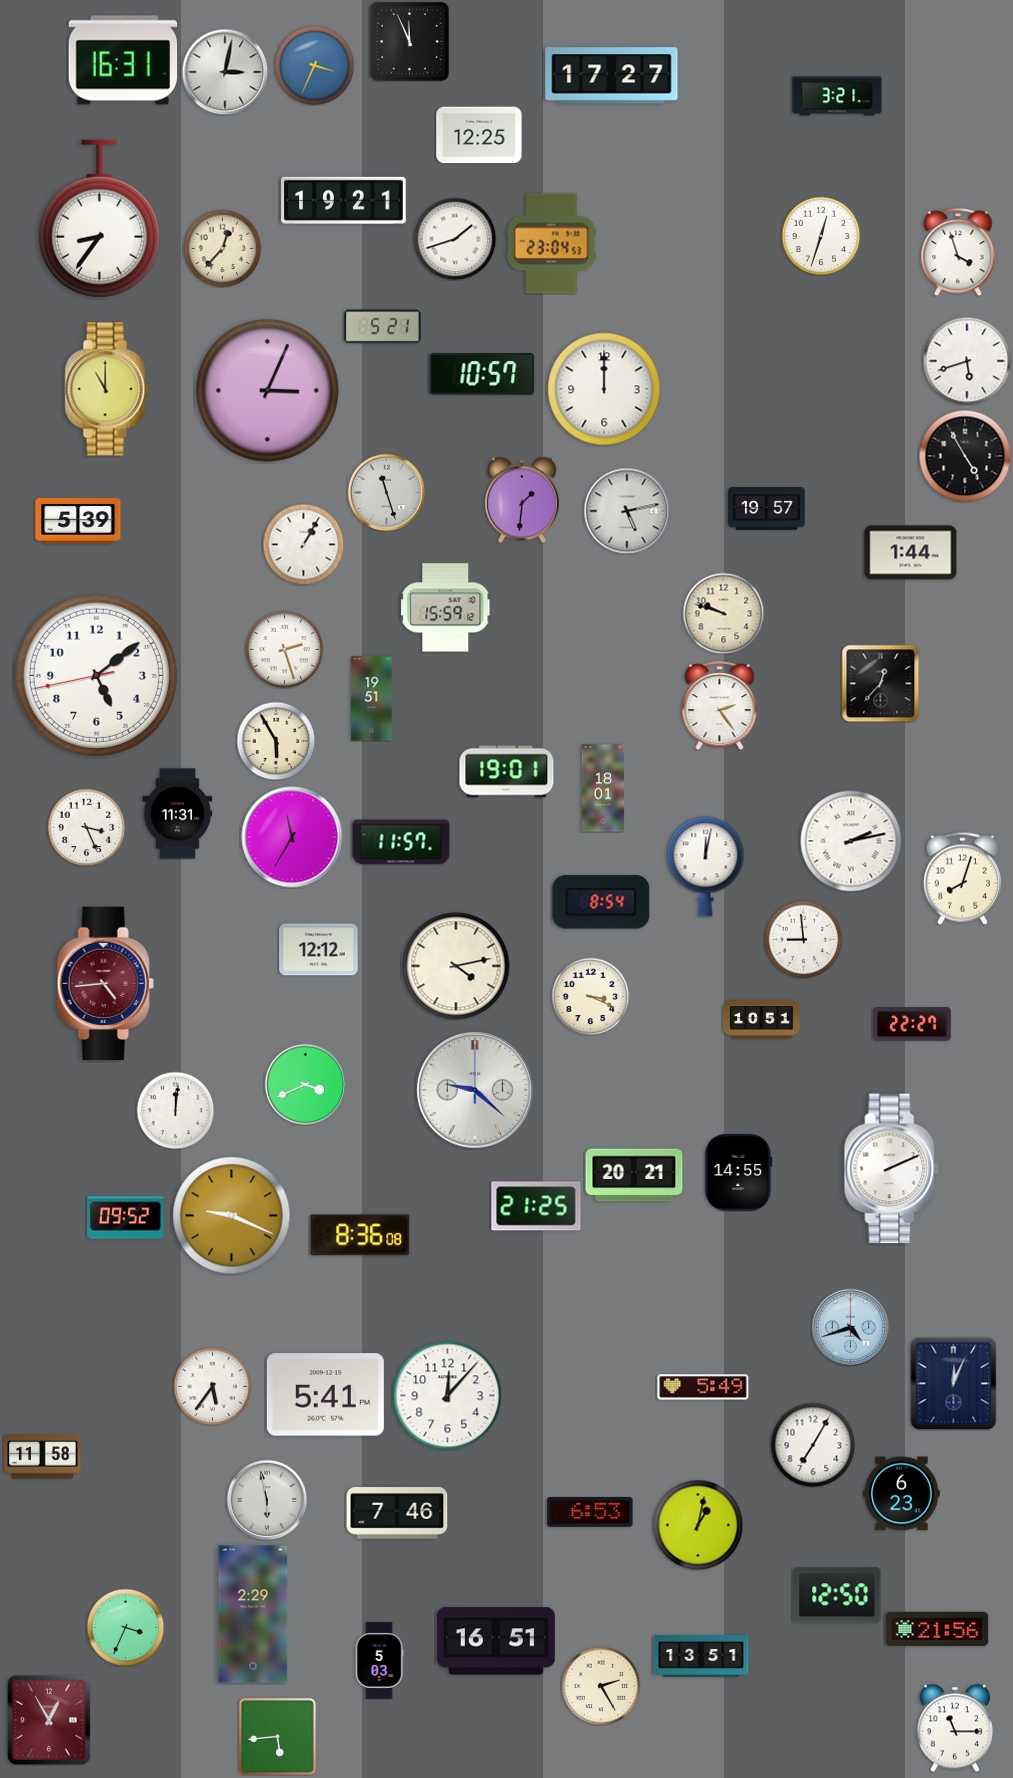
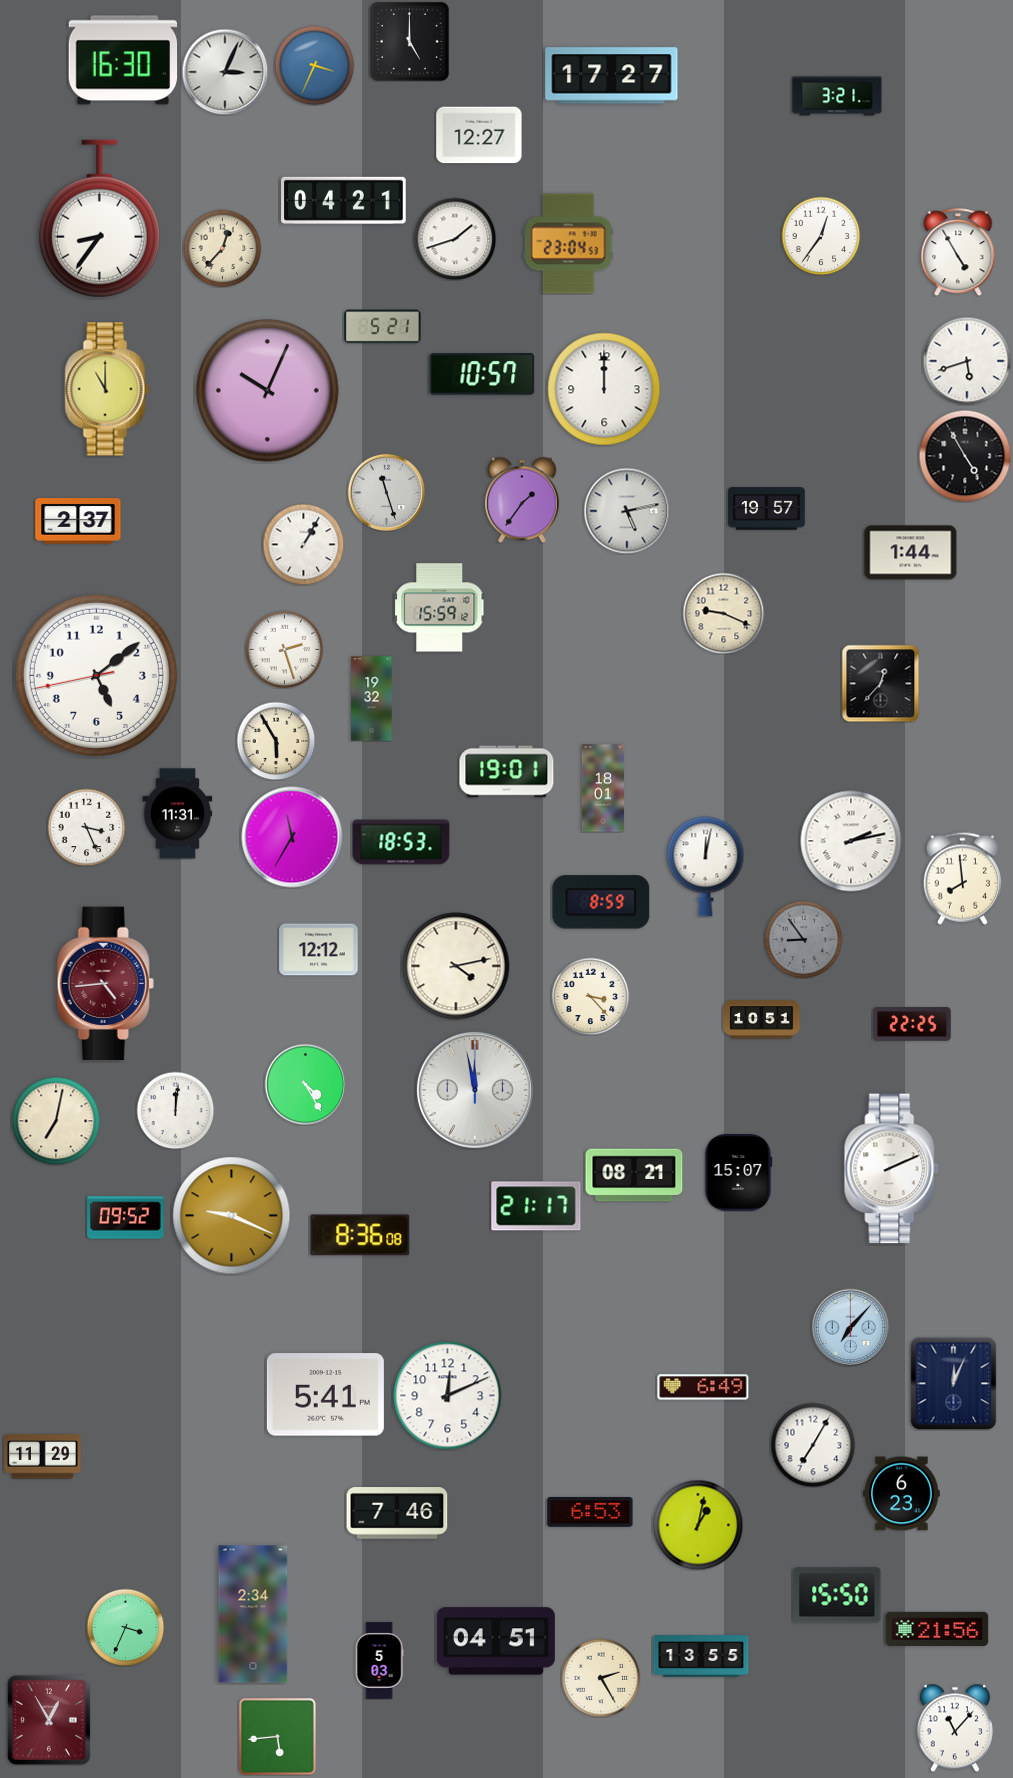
clock at (409, 41): 11:56 -> 5:00
clock at (123, 60): 16:31 -> 16:30
clock at (225, 72): 3:02 -> 3:04
clock at (479, 135): 12:25 -> 12:27
clock at (344, 200): 19:21 -> 04:21
clock at (821, 236): 12:33 -> 12:36
clock at (551, 244) position: (551, 244) -> (568, 244)
clock at (958, 252): 3:57 -> 4:55
clock at (268, 391): 3:04 -> 10:04
clock at (522, 500): 1:31 -> 1:36
clock at (78, 521): 5:39 -> 2:37
clock at (446, 608) position: (446, 608) -> (440, 608)
clock at (723, 613): 9:48 -> 9:19
clock at (372, 699): 19:51 -> 19:32
clock at (720, 706): 2:24 -> none
clock at (401, 842): 11:57 -> 18:53
clock at (962, 878): 8:03 -> 7:59
clock at (601, 902): 8:54 -> 8:59
clock at (803, 939): 8:59 -> 8:54
clock at (803, 939) dial: white -> grey
clock at (590, 996): 3:19 -> 3:23
clock at (912, 1024): 22:27 -> 22:25
clock at (305, 1084): 3:41 -> 4:25
clock at (475, 1090): 9:22 -> 11:58
clock at (56, 1121): none -> 7:02
clock at (739, 1173): 14:55 -> 15:07
clock at (634, 1175): 20:21 -> 08:21
clock at (536, 1206): 21:25 -> 21:17
clock at (850, 1327): 4:42 -> 7:07
clock at (212, 1386): 5:36 -> none
clock at (703, 1387): 5:49 -> 6:49
clock at (448, 1396): 12:07 -> 12:11
clock at (43, 1457): 11:58 -> 11:29
clock at (267, 1500): 5:58 -> none
clock at (837, 1595): 12:50 -> 15:50
clock at (253, 1614): 2:29 -> 2:34
clock at (496, 1641): 16:51 -> 04:51
clock at (701, 1656): 13:51 -> 13:55
clock at (601, 1686) position: (601, 1686) -> (601, 1678)
clock at (955, 1728): 11:15 -> 11:07
